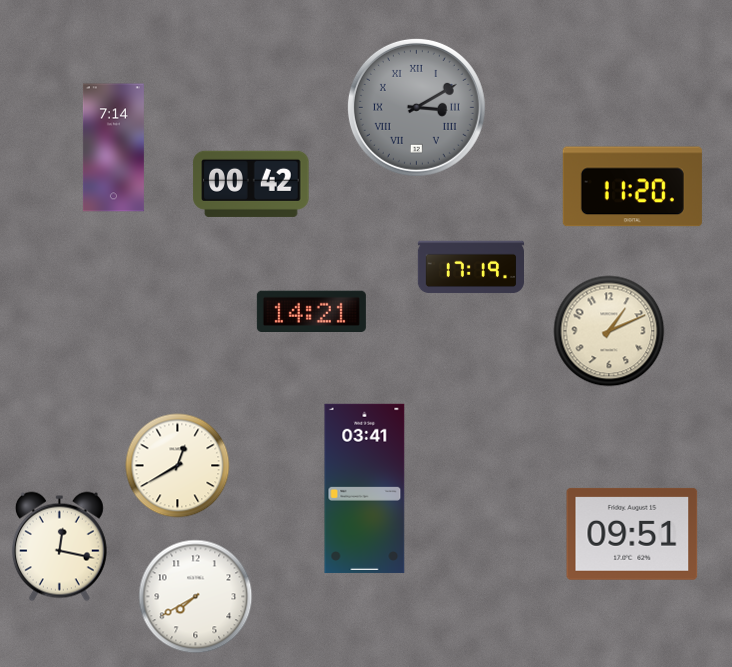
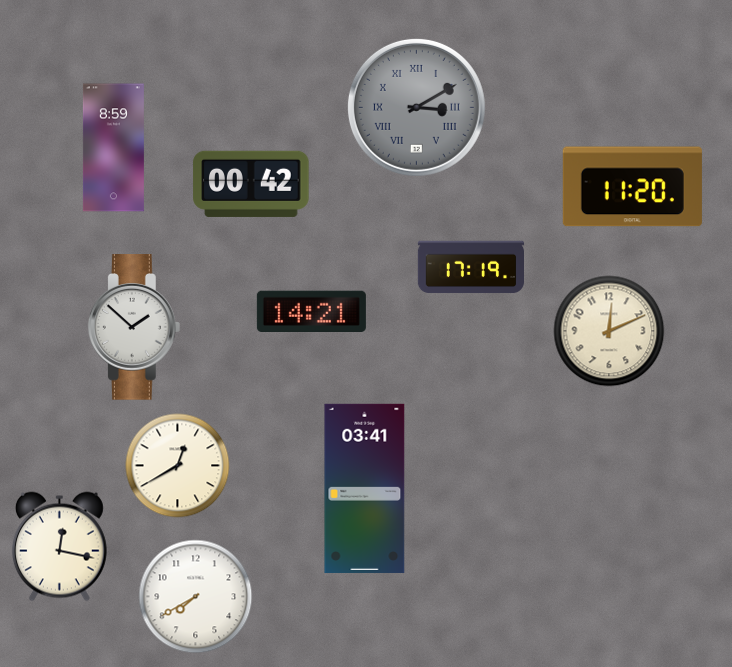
clock at (113, 148): 7:14 -> 8:59
clock at (134, 327): none -> 1:52
clock at (609, 331): 1:11 -> 12:11
clock at (632, 534): 09:51 -> none
